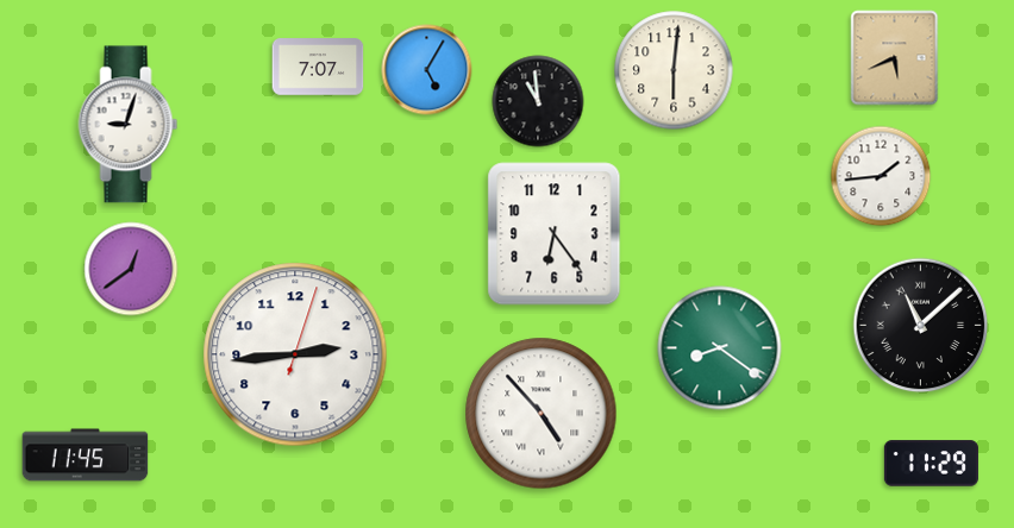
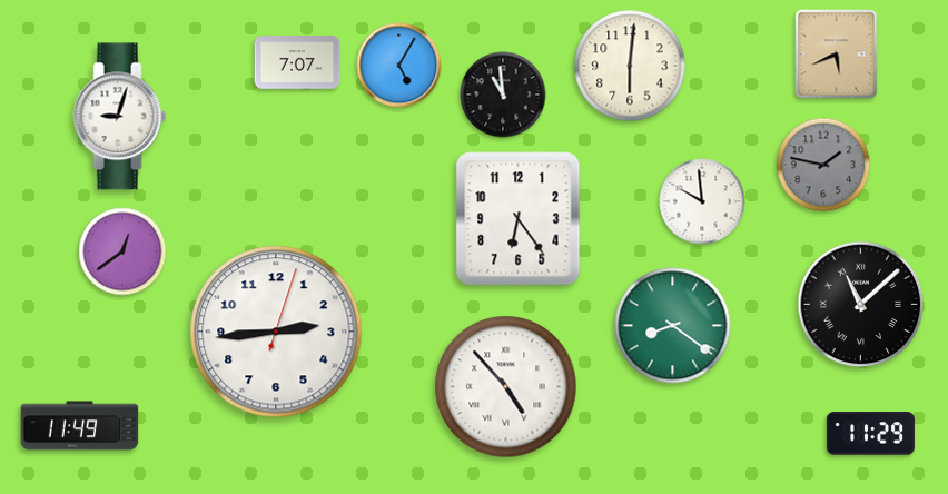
clock at (881, 176): 1:44 -> 1:47
clock at (881, 176) dial: white -> grey
clock at (702, 201): none -> 9:59
clock at (86, 455): 11:45 -> 11:49
